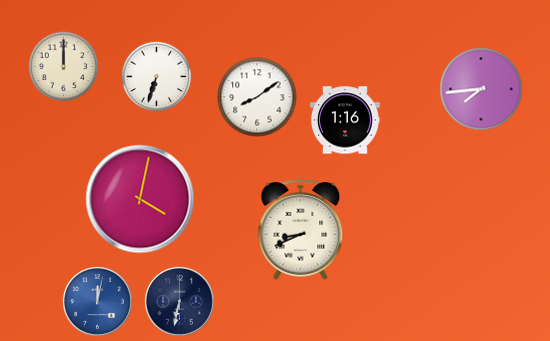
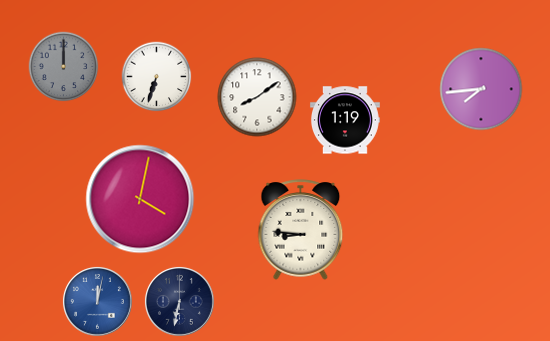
clock at (64, 67) dial: cream -> grey
clock at (345, 120): 1:16 -> 1:19
clock at (301, 230): 8:41 -> 8:46
